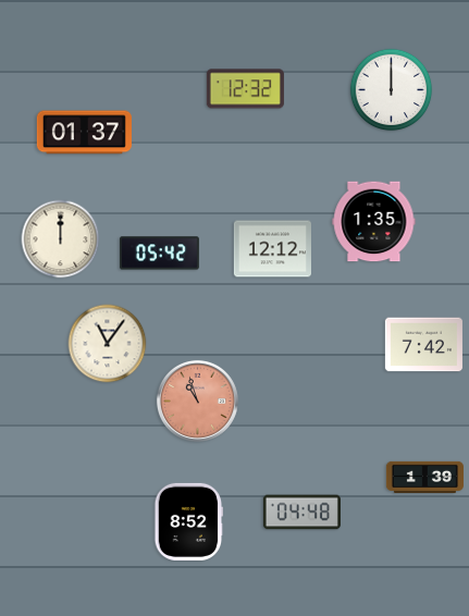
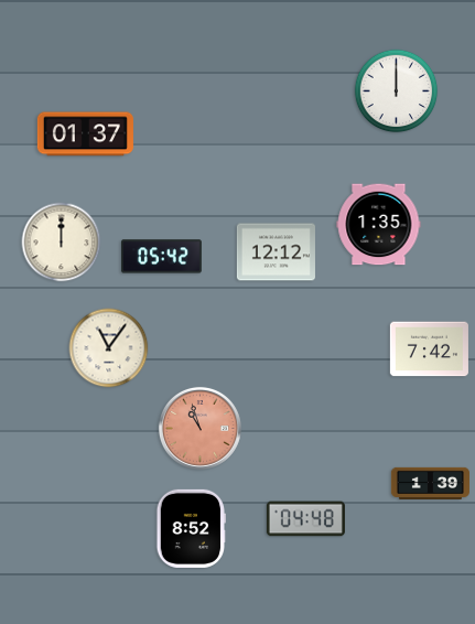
clock at (245, 89): 12:32 -> none
clock at (197, 401) position: (197, 401) -> (199, 428)
